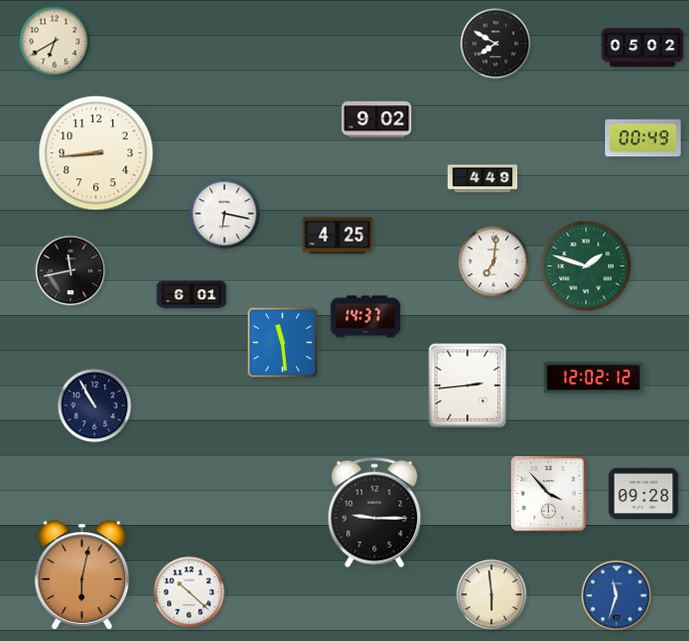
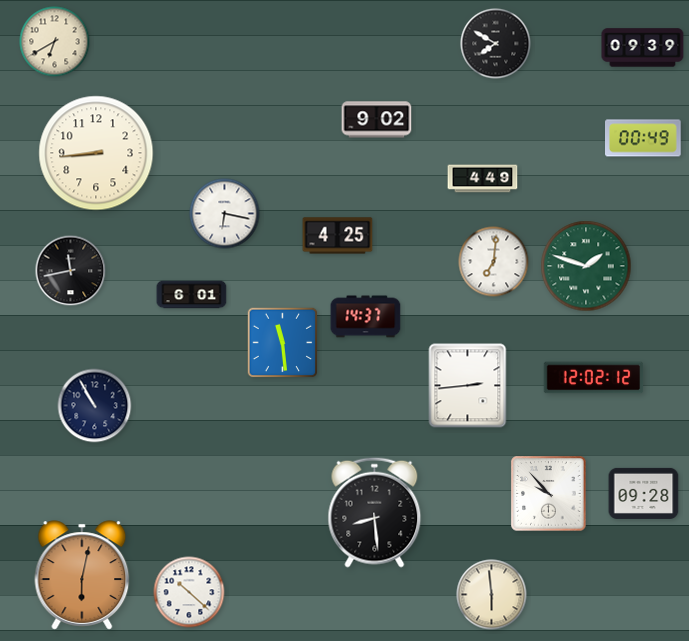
clock at (643, 48): 05:02 -> 09:39
clock at (549, 494): 3:53 -> 9:53
clock at (375, 512): 9:15 -> 8:29
clock at (617, 596): 11:33 -> none
